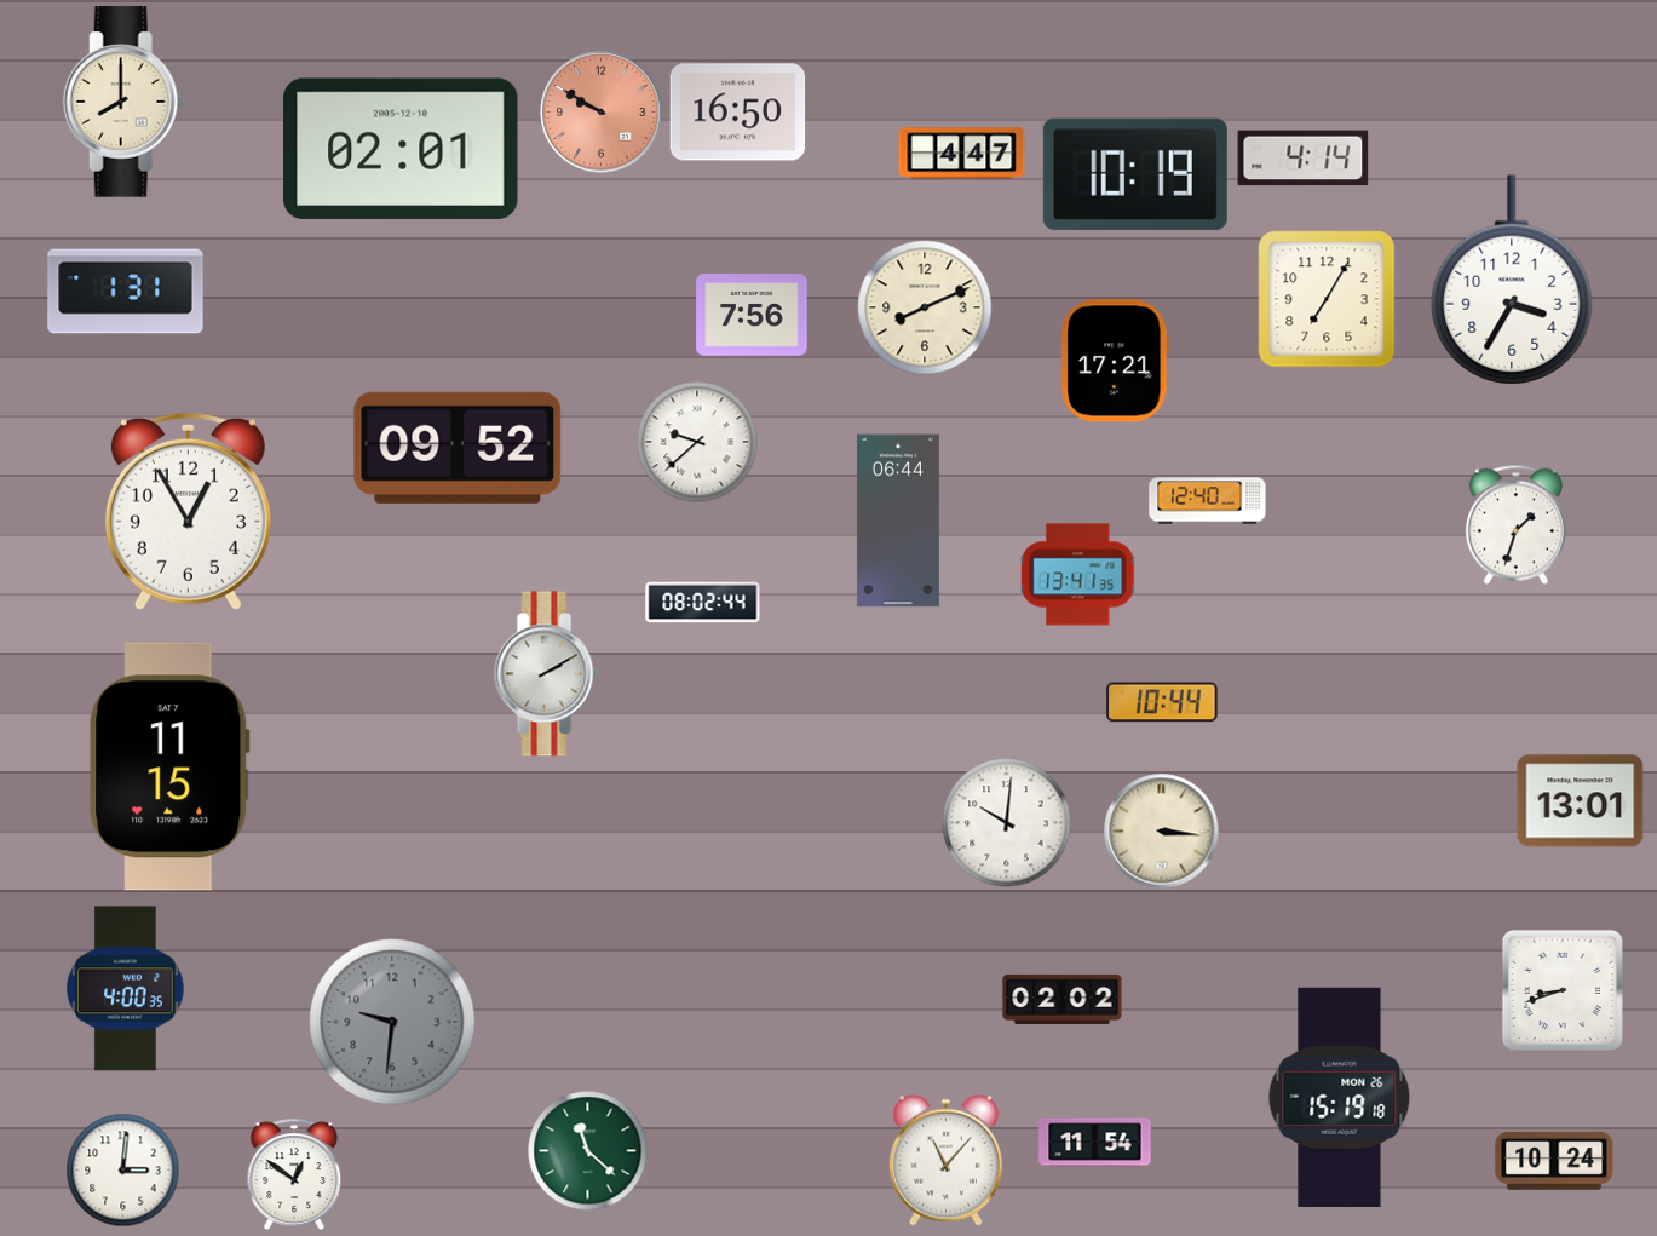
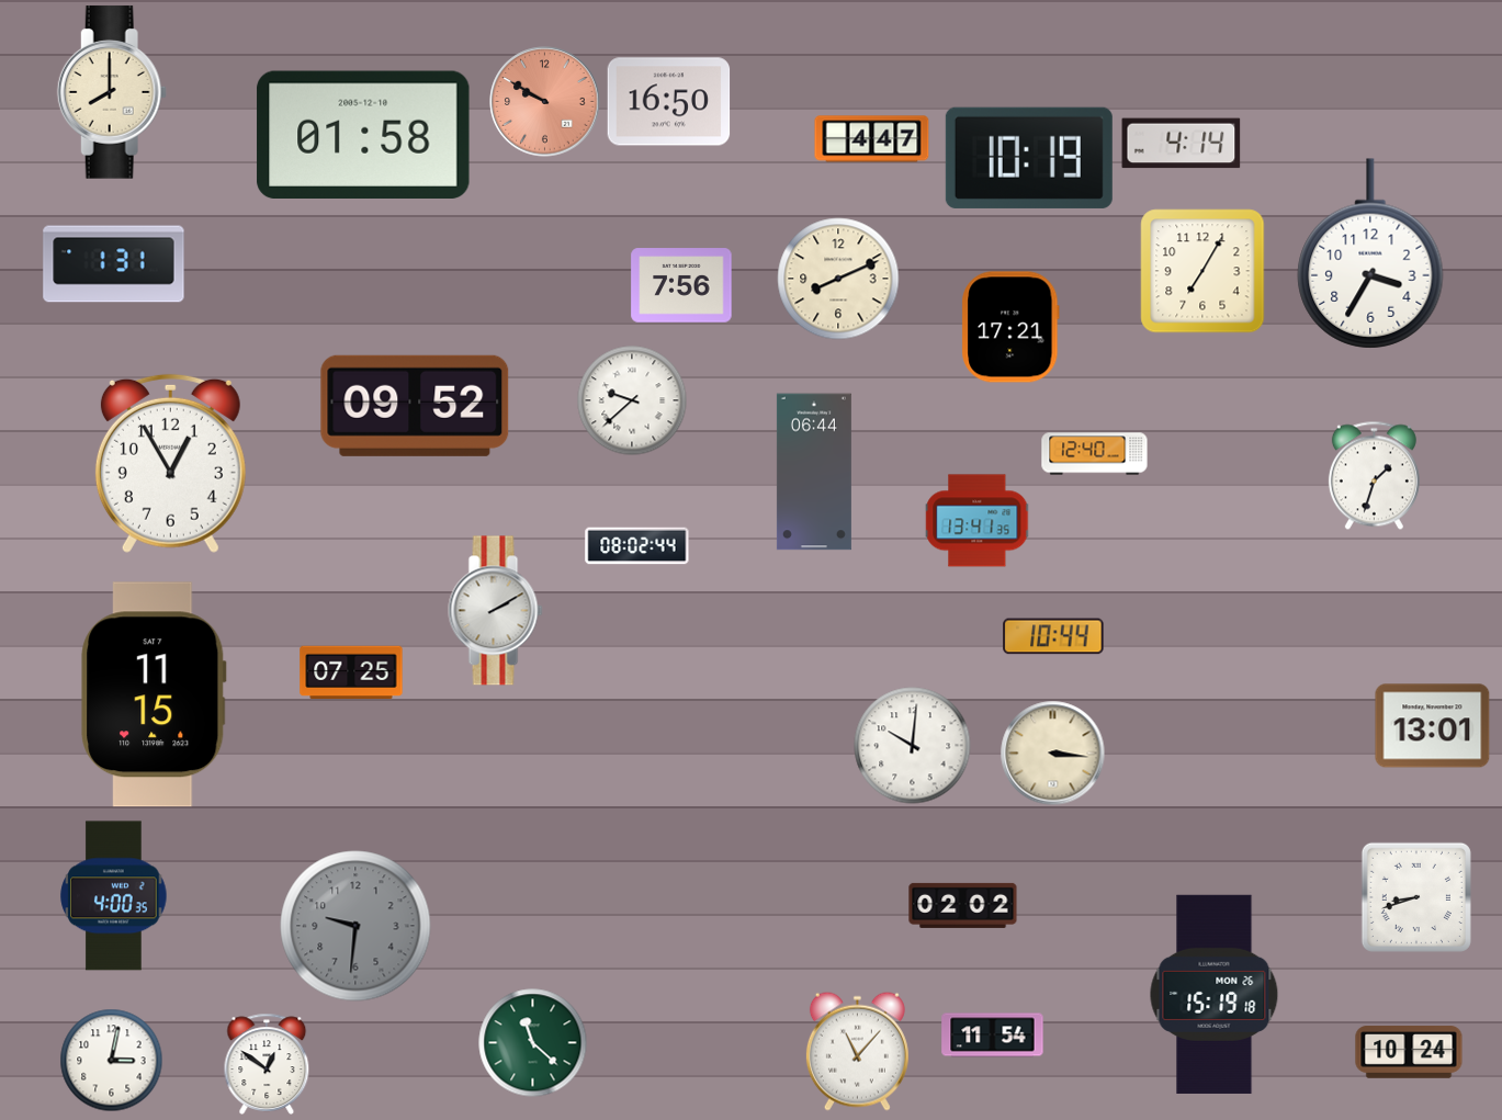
clock at (401, 148): 02:01 -> 01:58
clock at (351, 672): none -> 07:25
clock at (123, 1171): 3:01 -> 3:02
